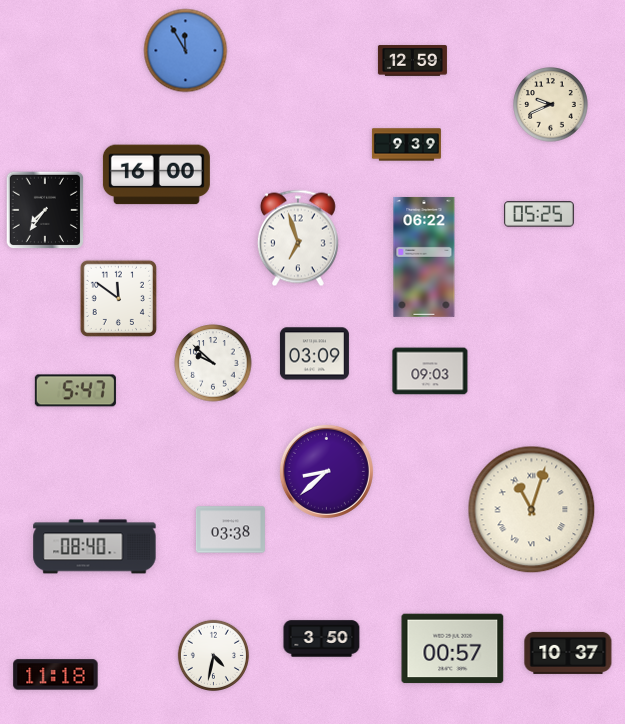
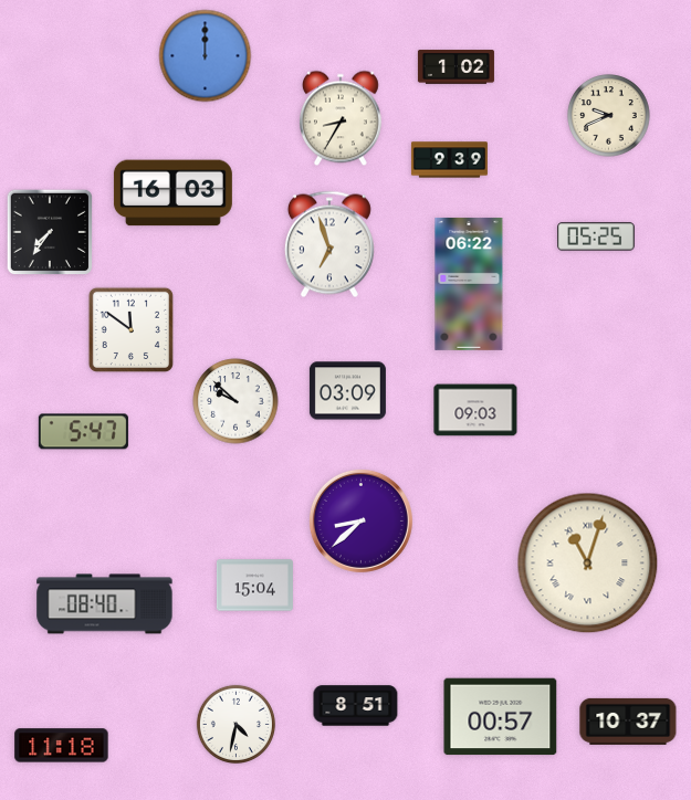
clock at (186, 51): 11:55 -> 12:00
clock at (412, 61): 12:59 -> 1:02
clock at (341, 118): none -> 8:35
clock at (156, 175): 16:00 -> 16:03
clock at (298, 238) position: (298, 238) -> (329, 244)
clock at (230, 530): 03:38 -> 15:04
clock at (322, 639): 3:50 -> 8:51
